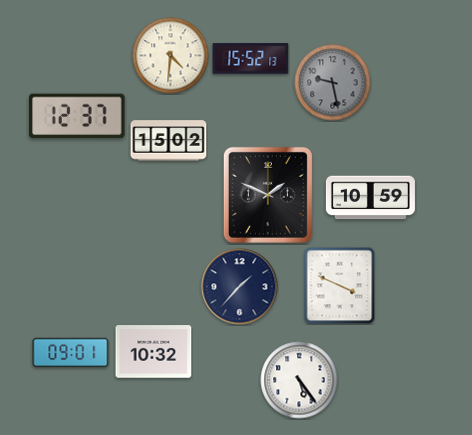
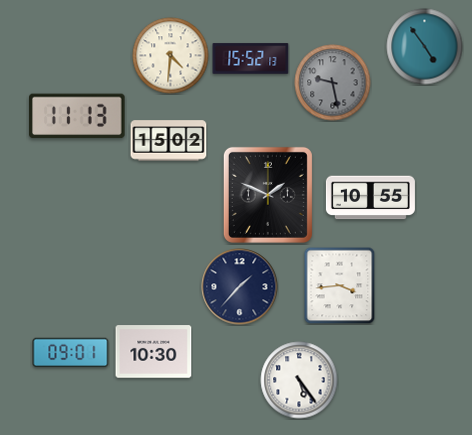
clock at (425, 47): none -> 4:54
clock at (78, 116): 12:37 -> 11:13
clock at (370, 198): 10:59 -> 10:55
clock at (340, 285): 3:49 -> 3:44
clock at (154, 352): 10:32 -> 10:30
